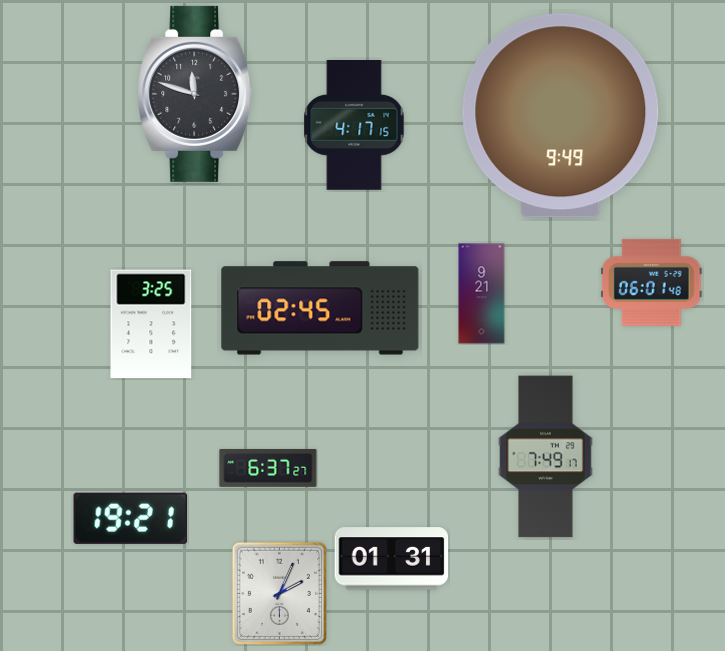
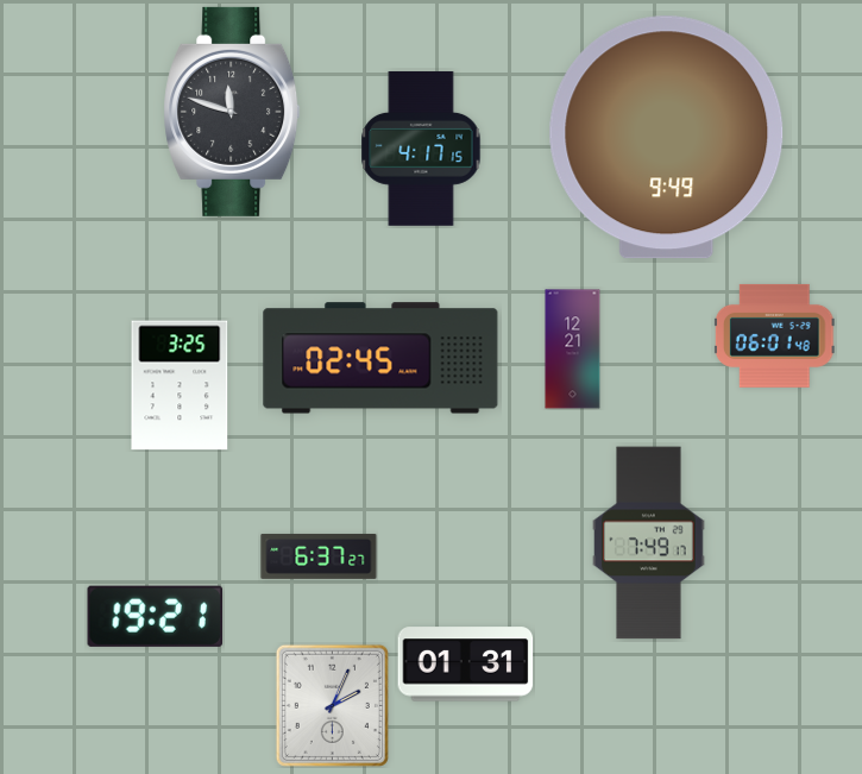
clock at (482, 294): 9:21 -> 12:21
clock at (320, 308) position: (320, 308) -> (380, 358)
